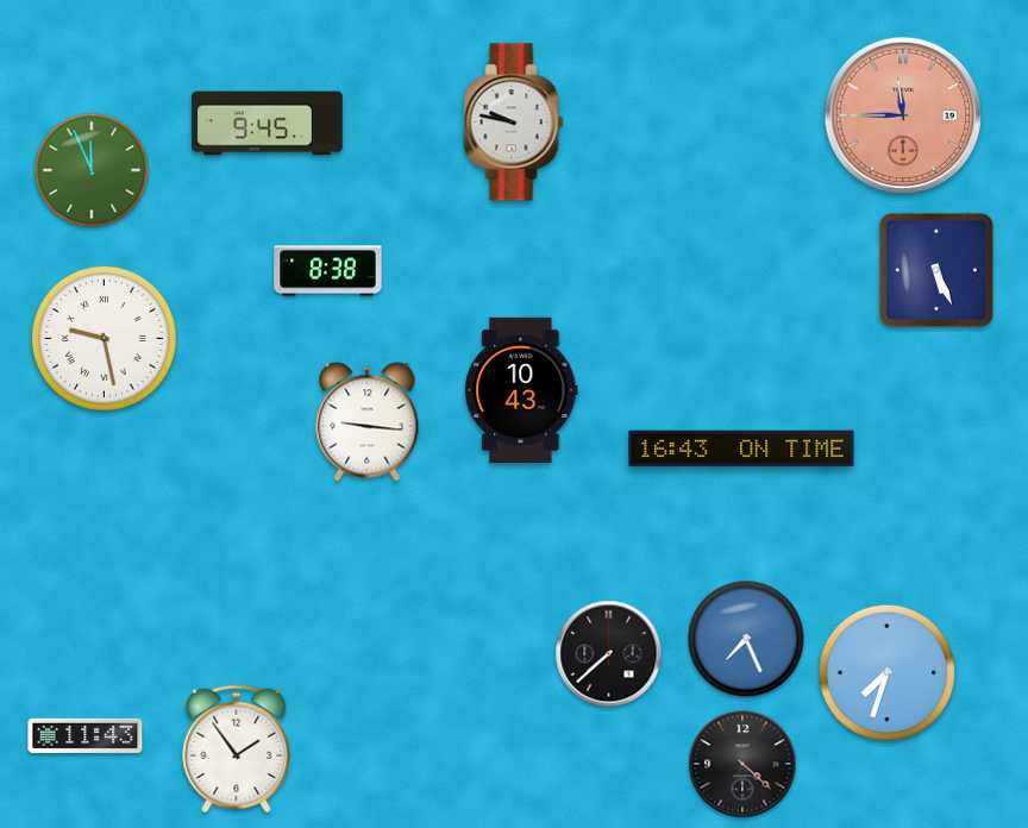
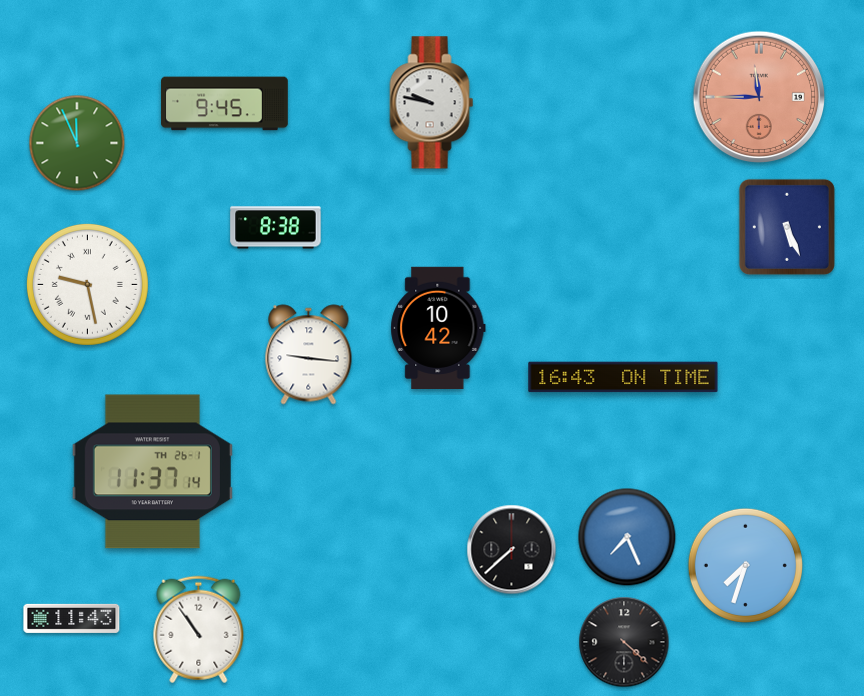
clock at (521, 389): 10:43 -> 10:42
clock at (152, 472): none -> 11:37
clock at (237, 749): 1:54 -> 10:54
